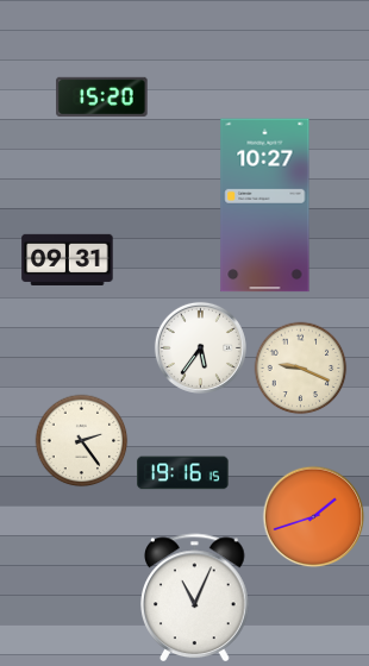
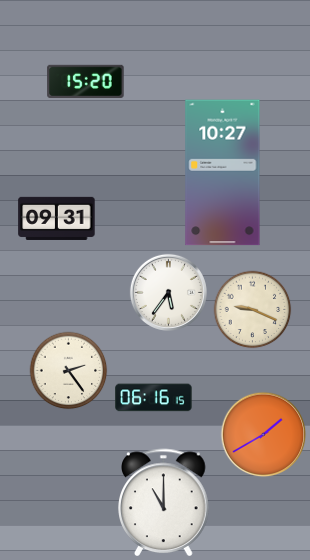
clock at (183, 473): 19:16 -> 06:16
clock at (313, 516): 1:42 -> 1:40
clock at (195, 597): 11:04 -> 11:00
